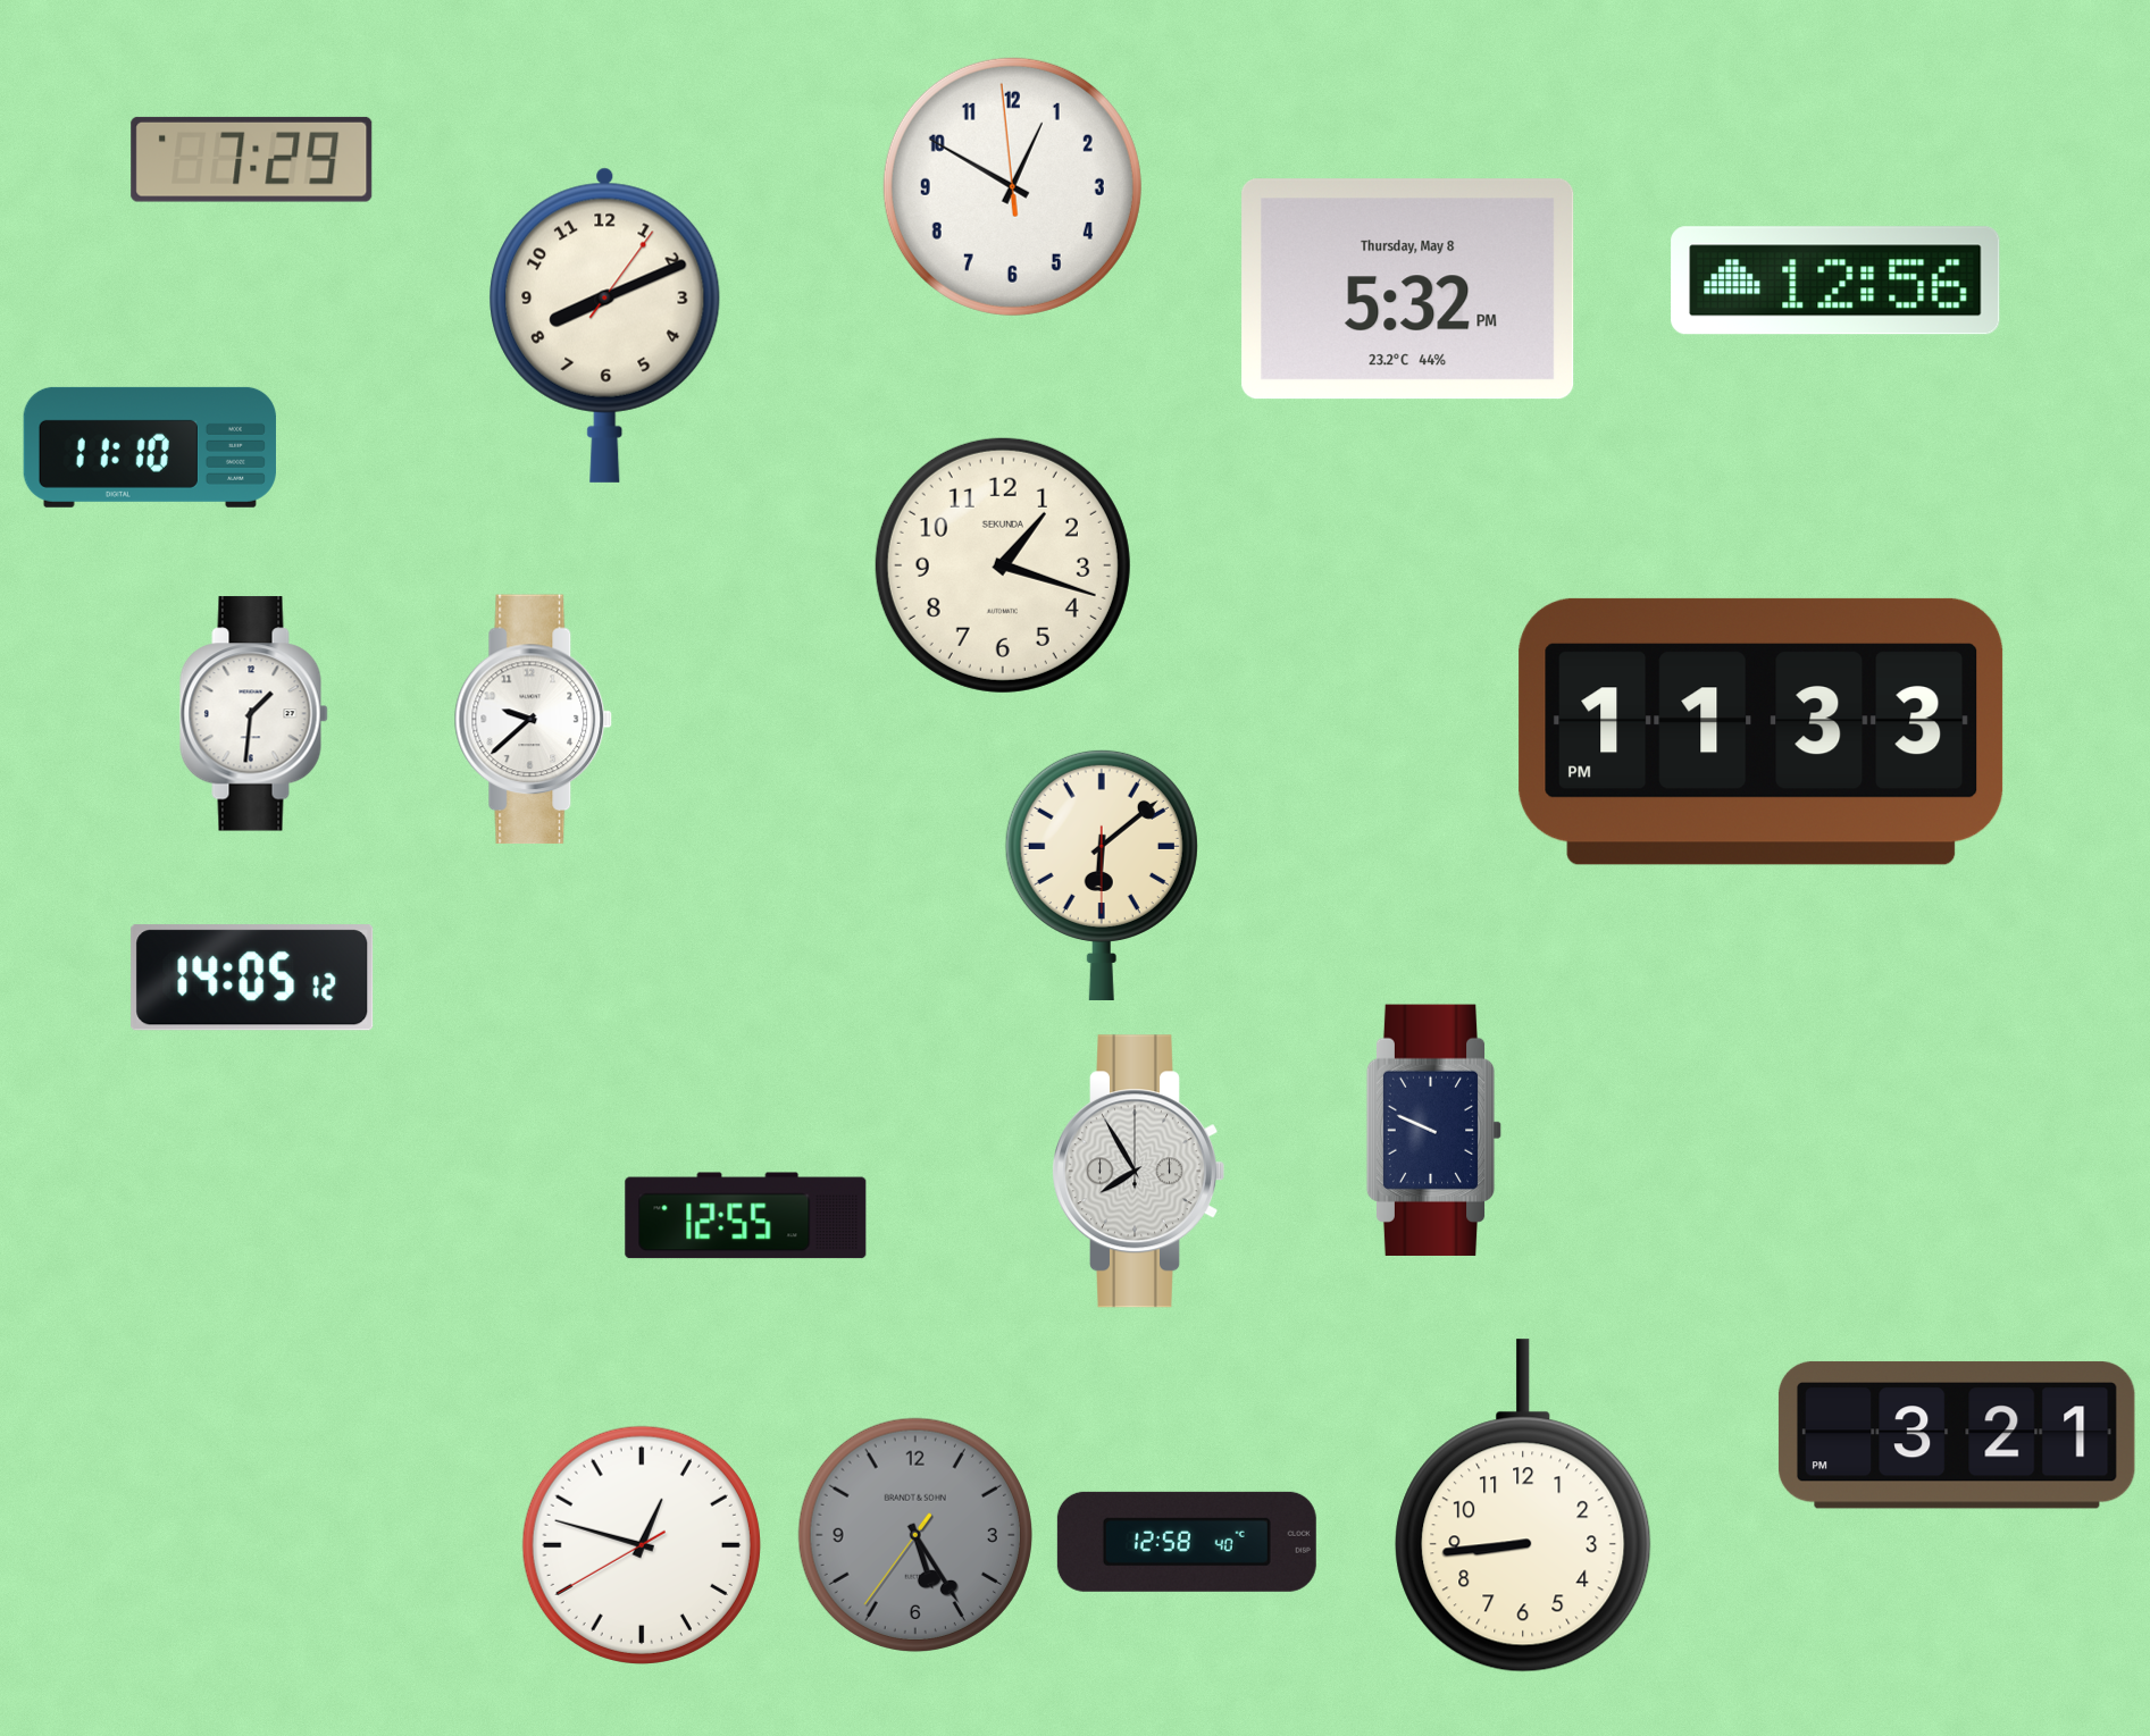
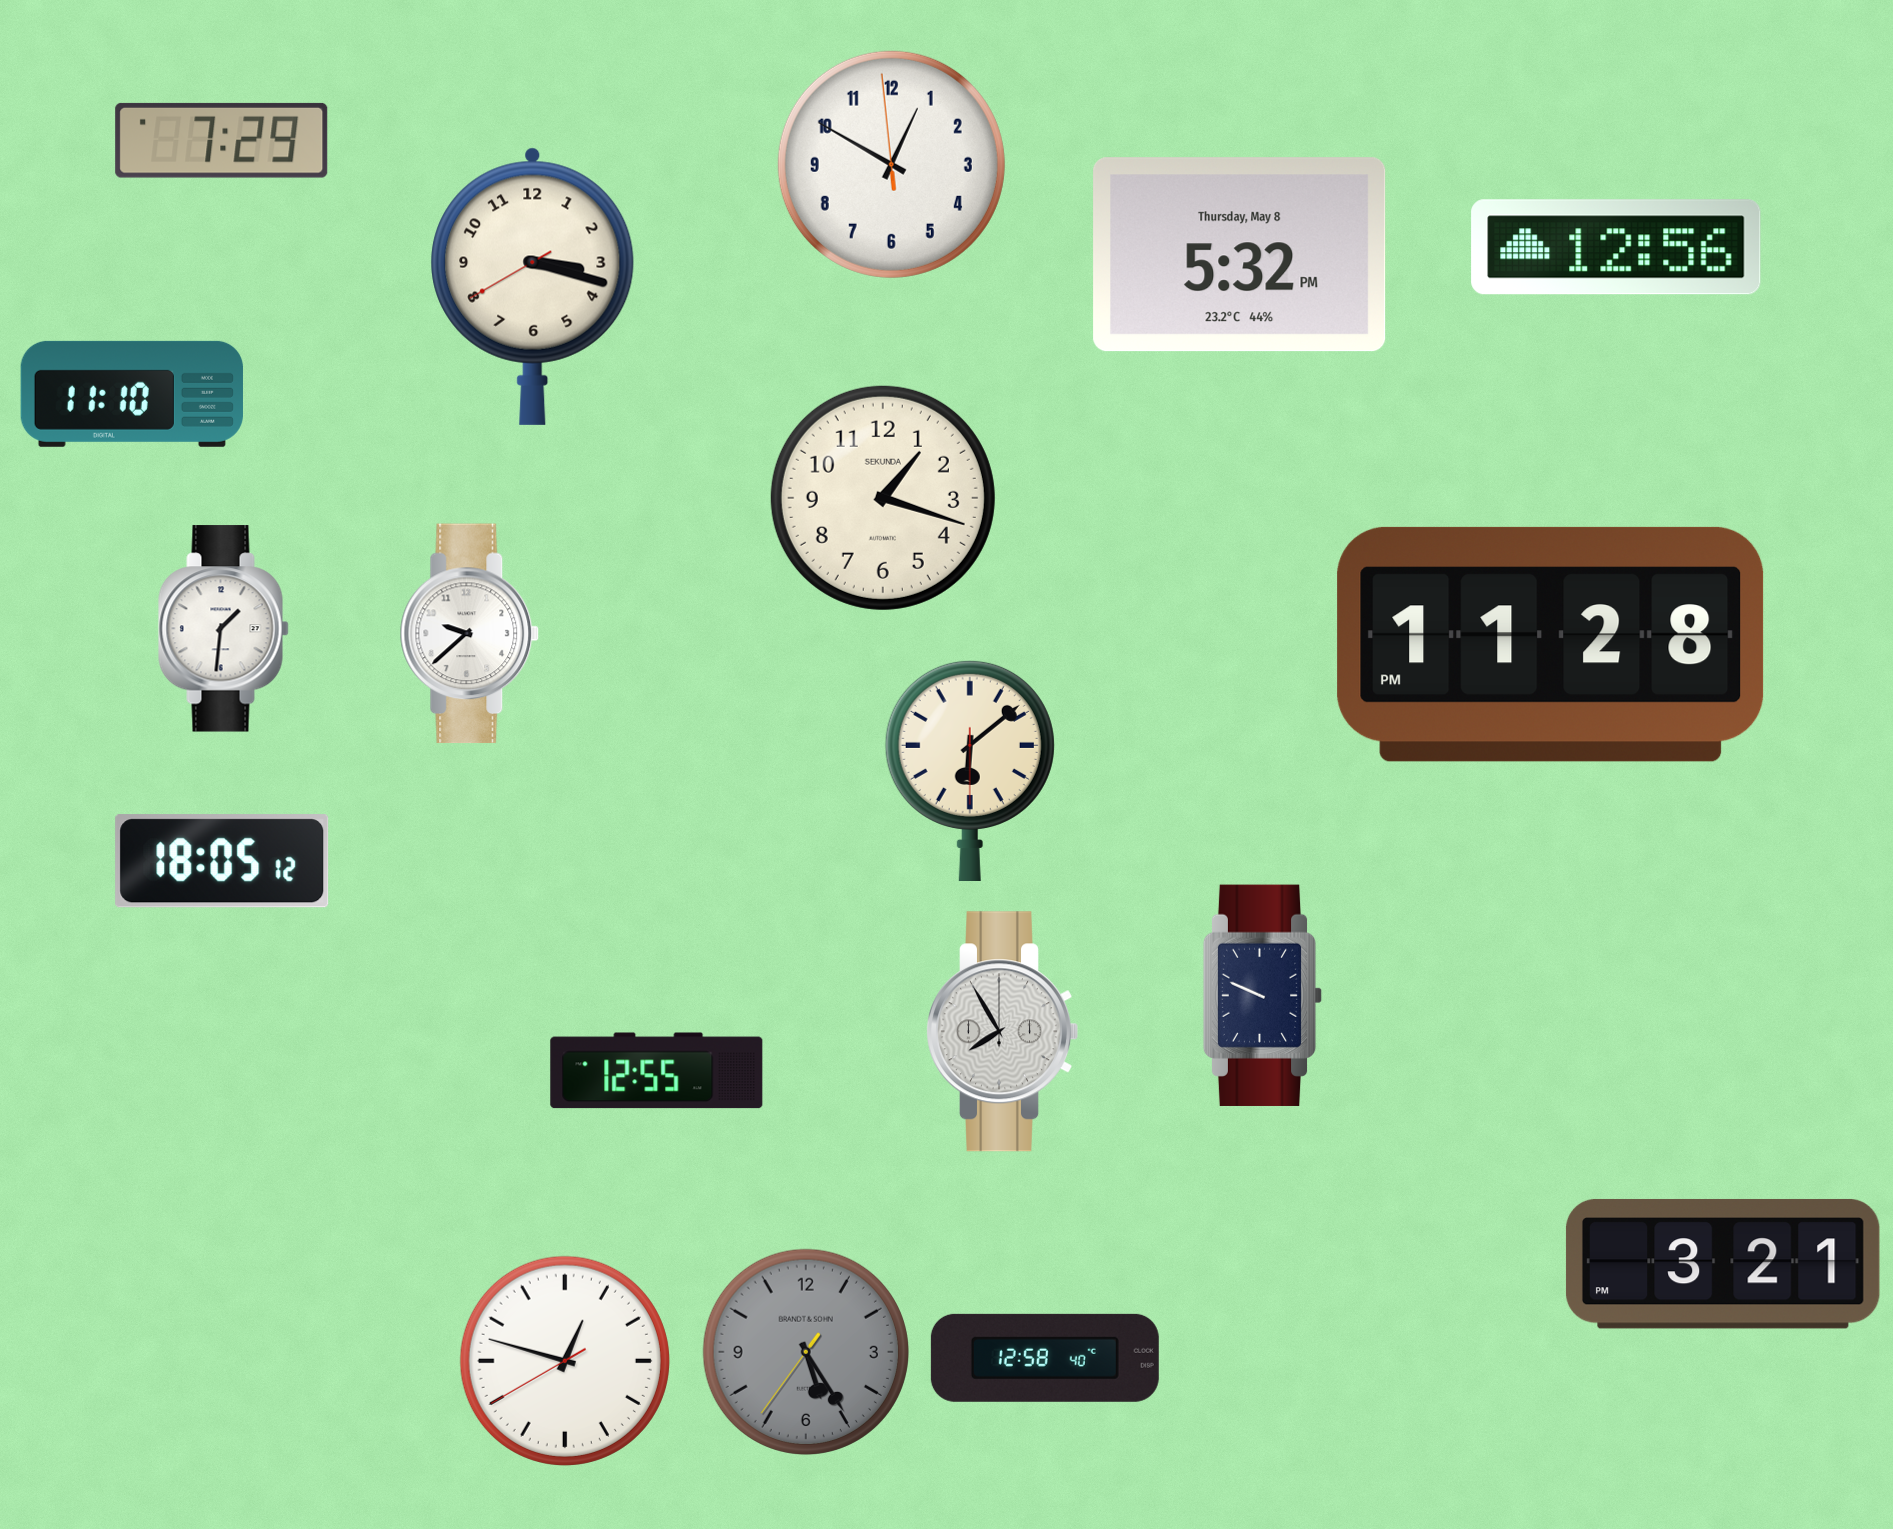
clock at (605, 325): 8:11 -> 3:17
clock at (1762, 731): 11:33 -> 11:28
clock at (252, 978): 14:05 -> 18:05
clock at (1523, 1506): 8:44 -> none
